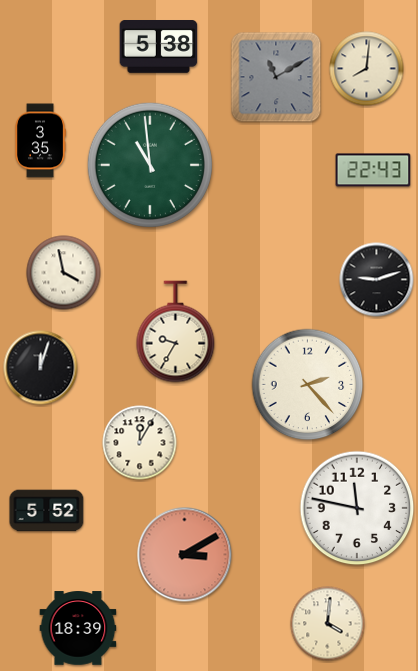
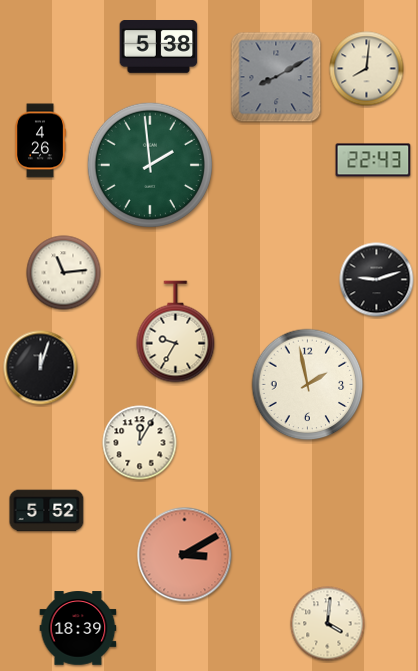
clock at (276, 77): 11:10 -> 8:10
clock at (39, 141): 3:35 -> 4:26
clock at (150, 165): 10:59 -> 1:59
clock at (373, 170) position: (373, 170) -> (373, 160)
clock at (64, 273): 3:58 -> 11:14
clock at (308, 385): 2:23 -> 1:58
clock at (357, 508): 11:47 -> none
